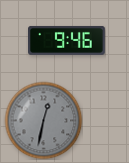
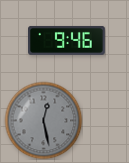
clock at (43, 120): 12:32 -> 12:28
